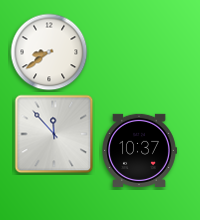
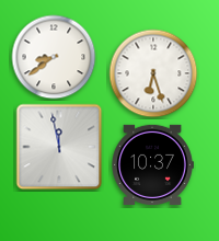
clock at (153, 73): none -> 6:27
clock at (54, 134): 11:53 -> 11:58
